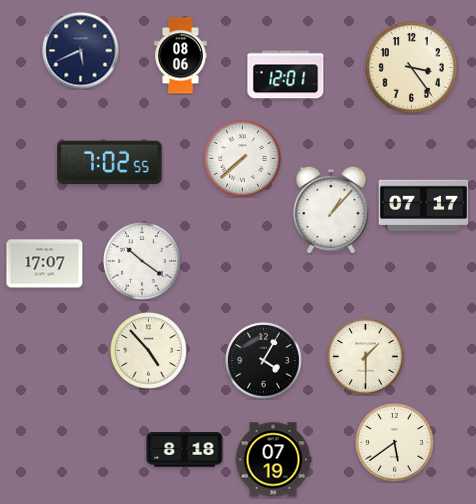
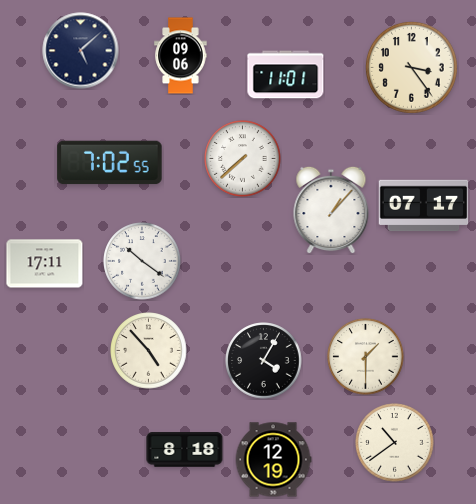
clock at (81, 51): 5:41 -> 5:08
clock at (181, 56): 08:06 -> 09:06
clock at (286, 75): 12:01 -> 11:01
clock at (45, 264): 17:07 -> 17:11
clock at (395, 443): 5:39 -> 10:39
clock at (273, 460): 07:19 -> 12:19
